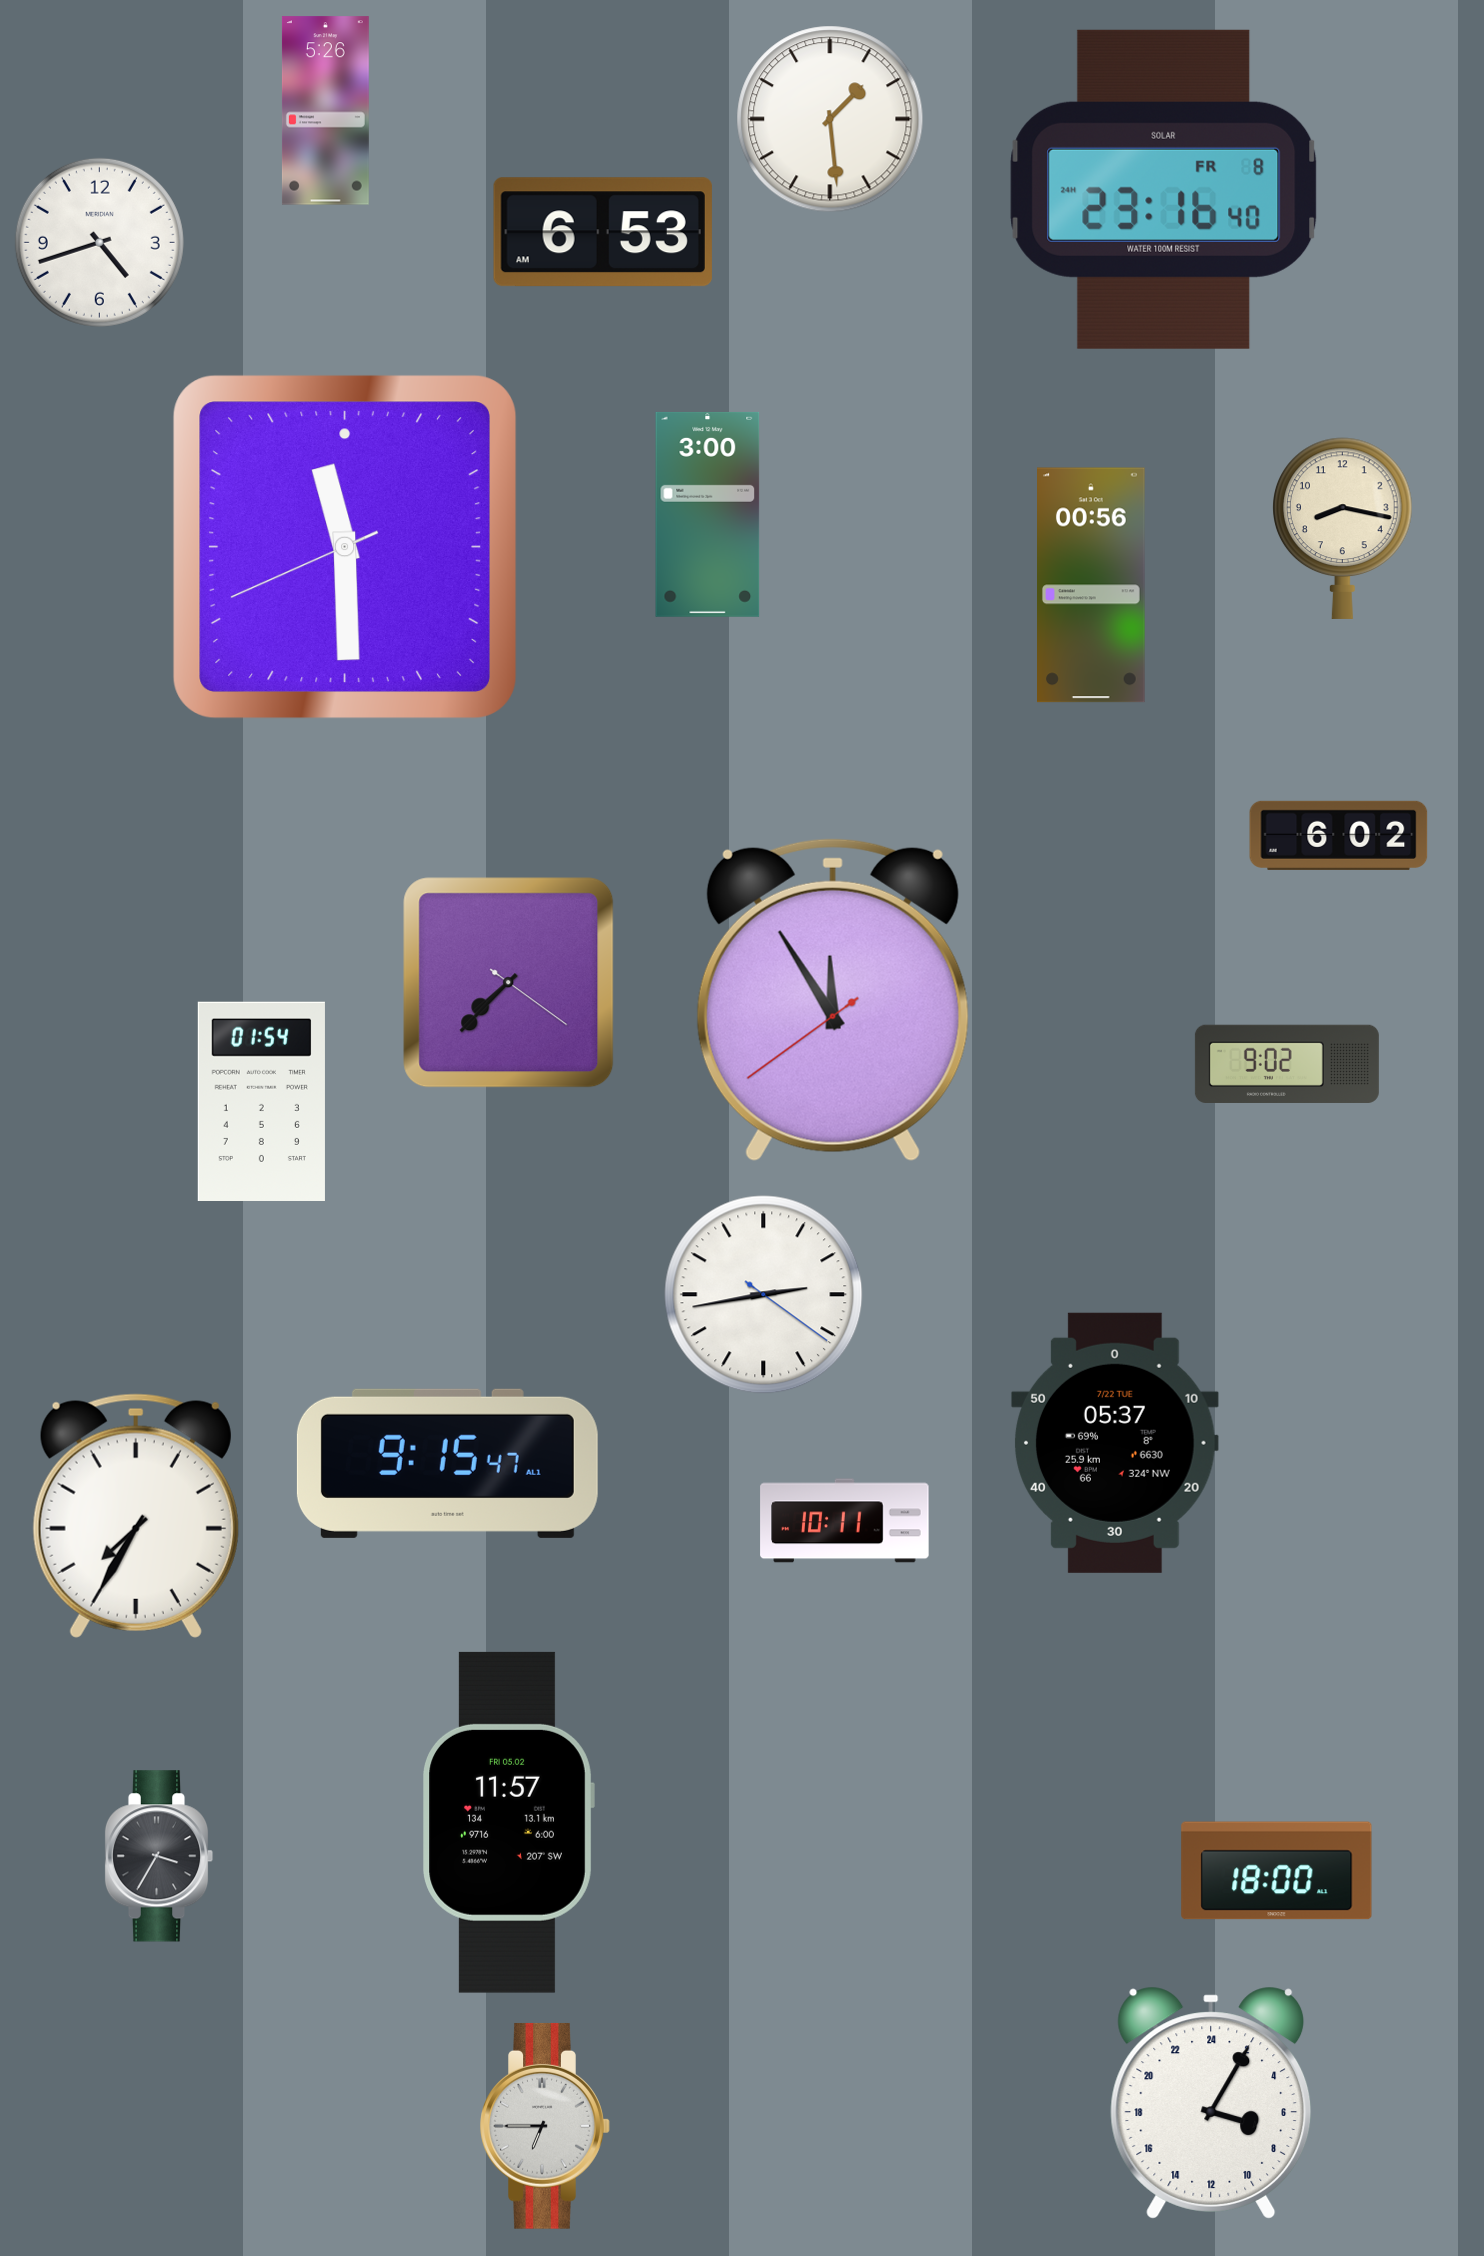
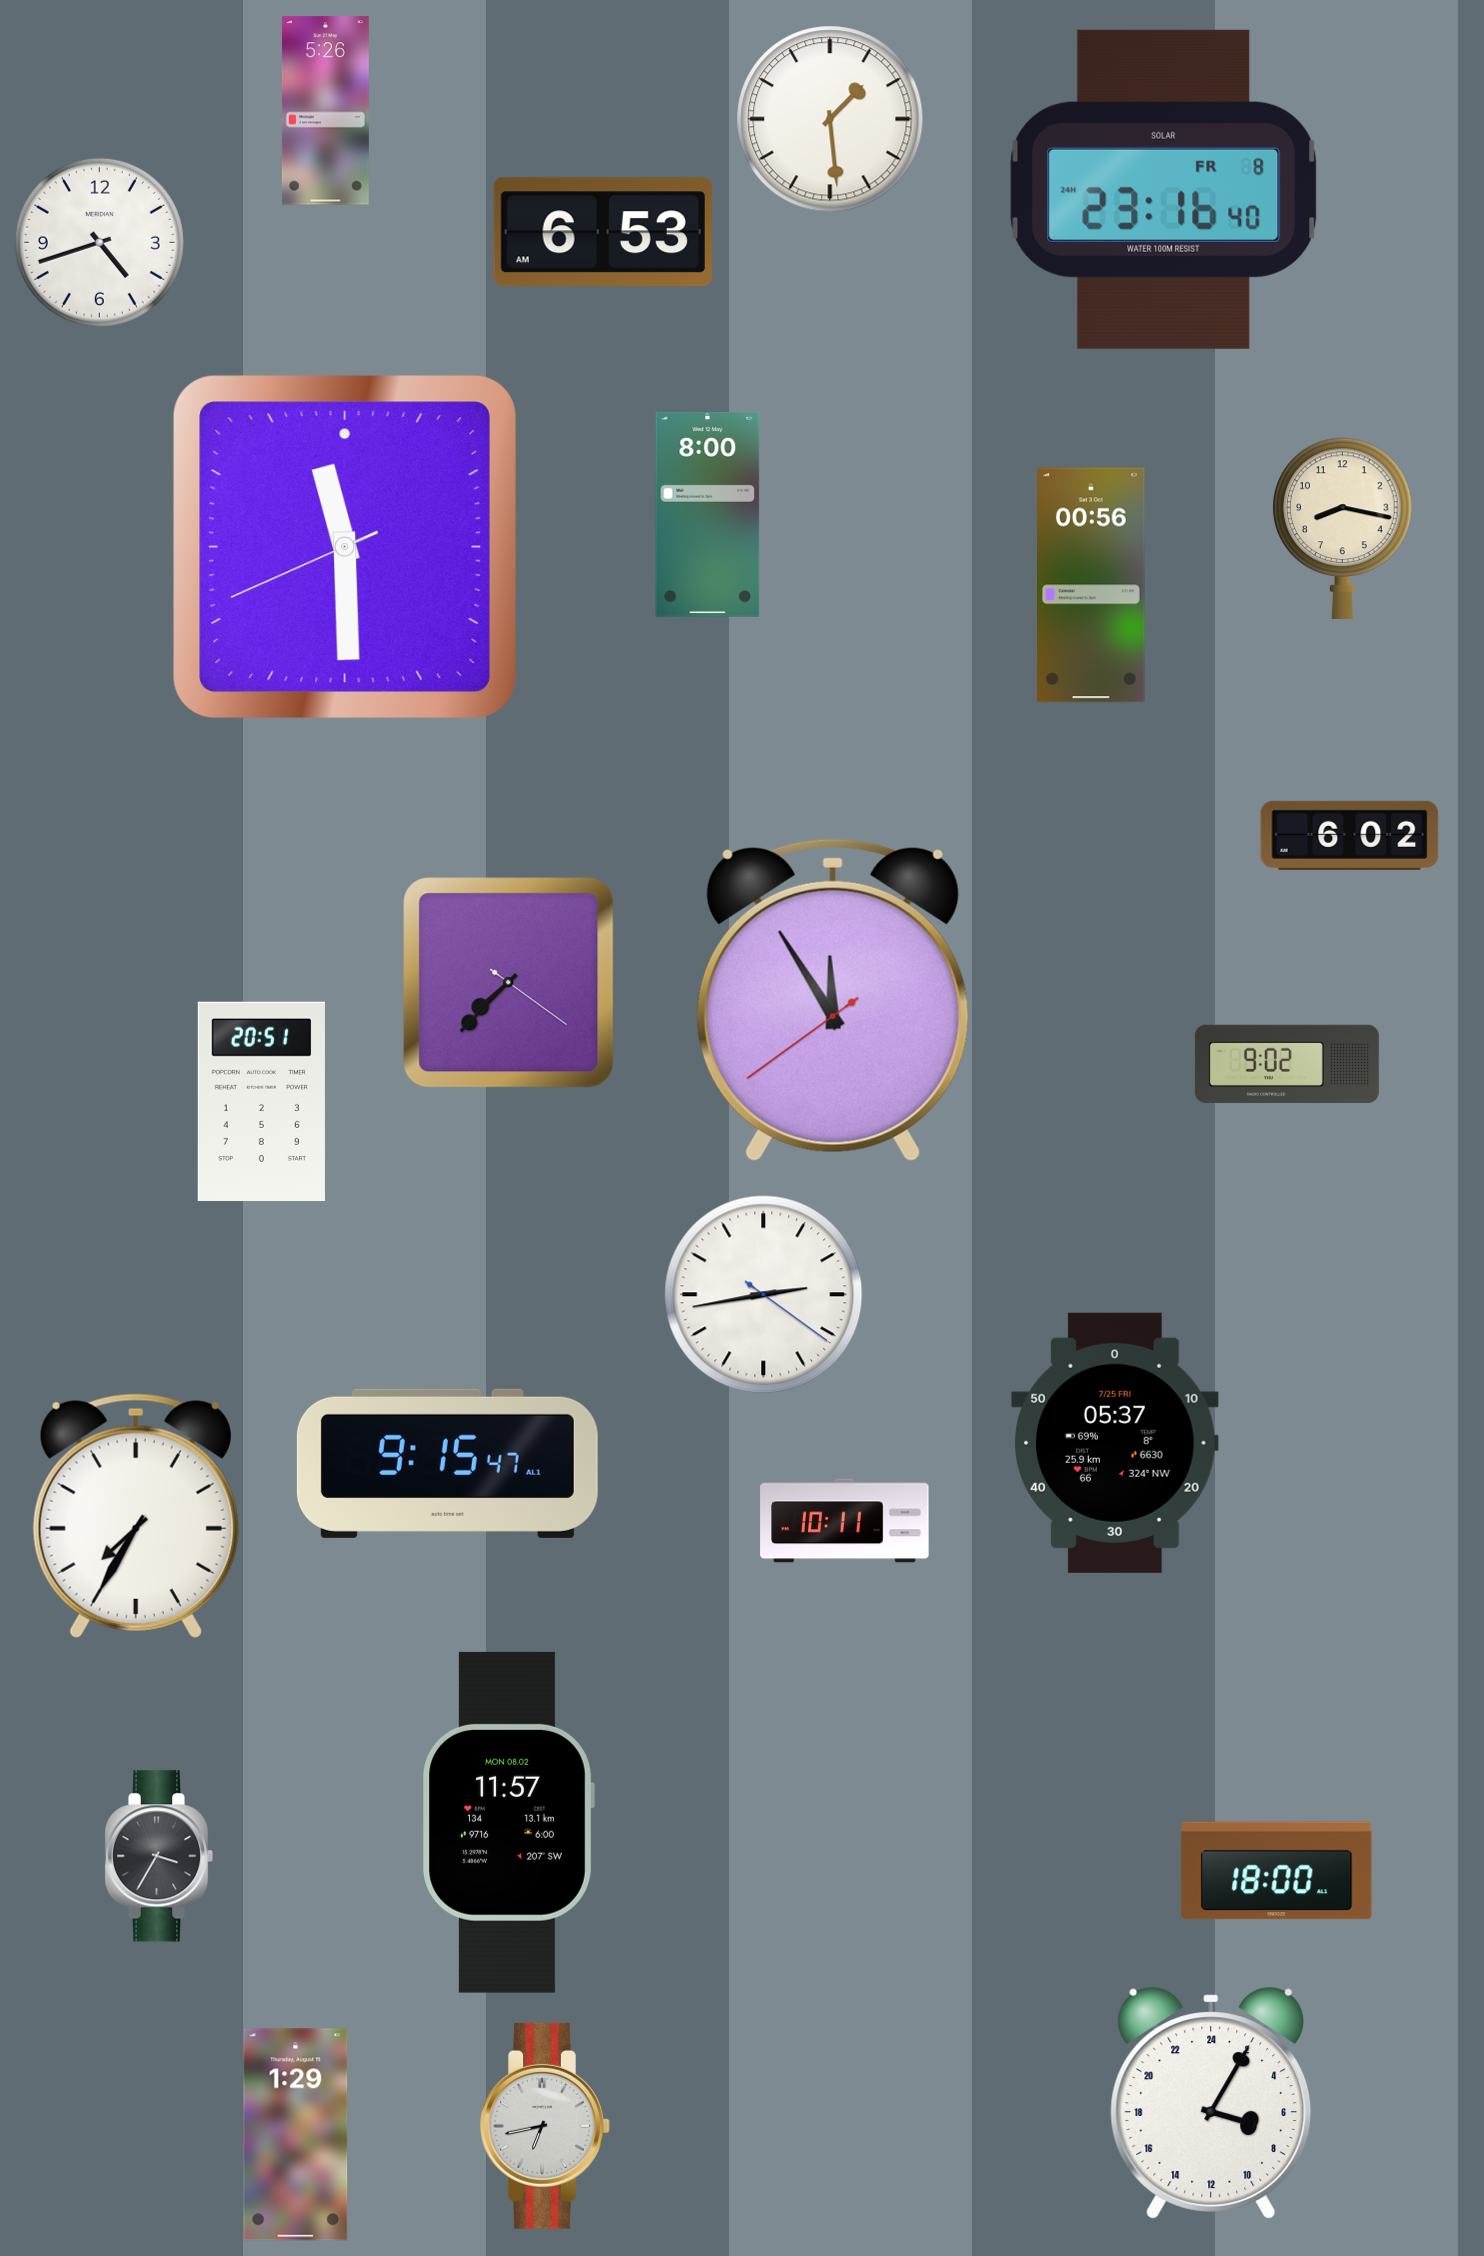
clock at (708, 514): 3:00 -> 8:00
clock at (1339, 835) position: (1339, 835) -> (1350, 835)
clock at (261, 1101): 01:54 -> 20:51
clock at (1115, 1443) date: 7/22 TUE -> 7/25 FRI
clock at (508, 1822) date: FRI 05.02 -> MON 08.02
clock at (545, 2126): 6:45 -> 6:43
clock at (296, 2135): none -> 1:29
